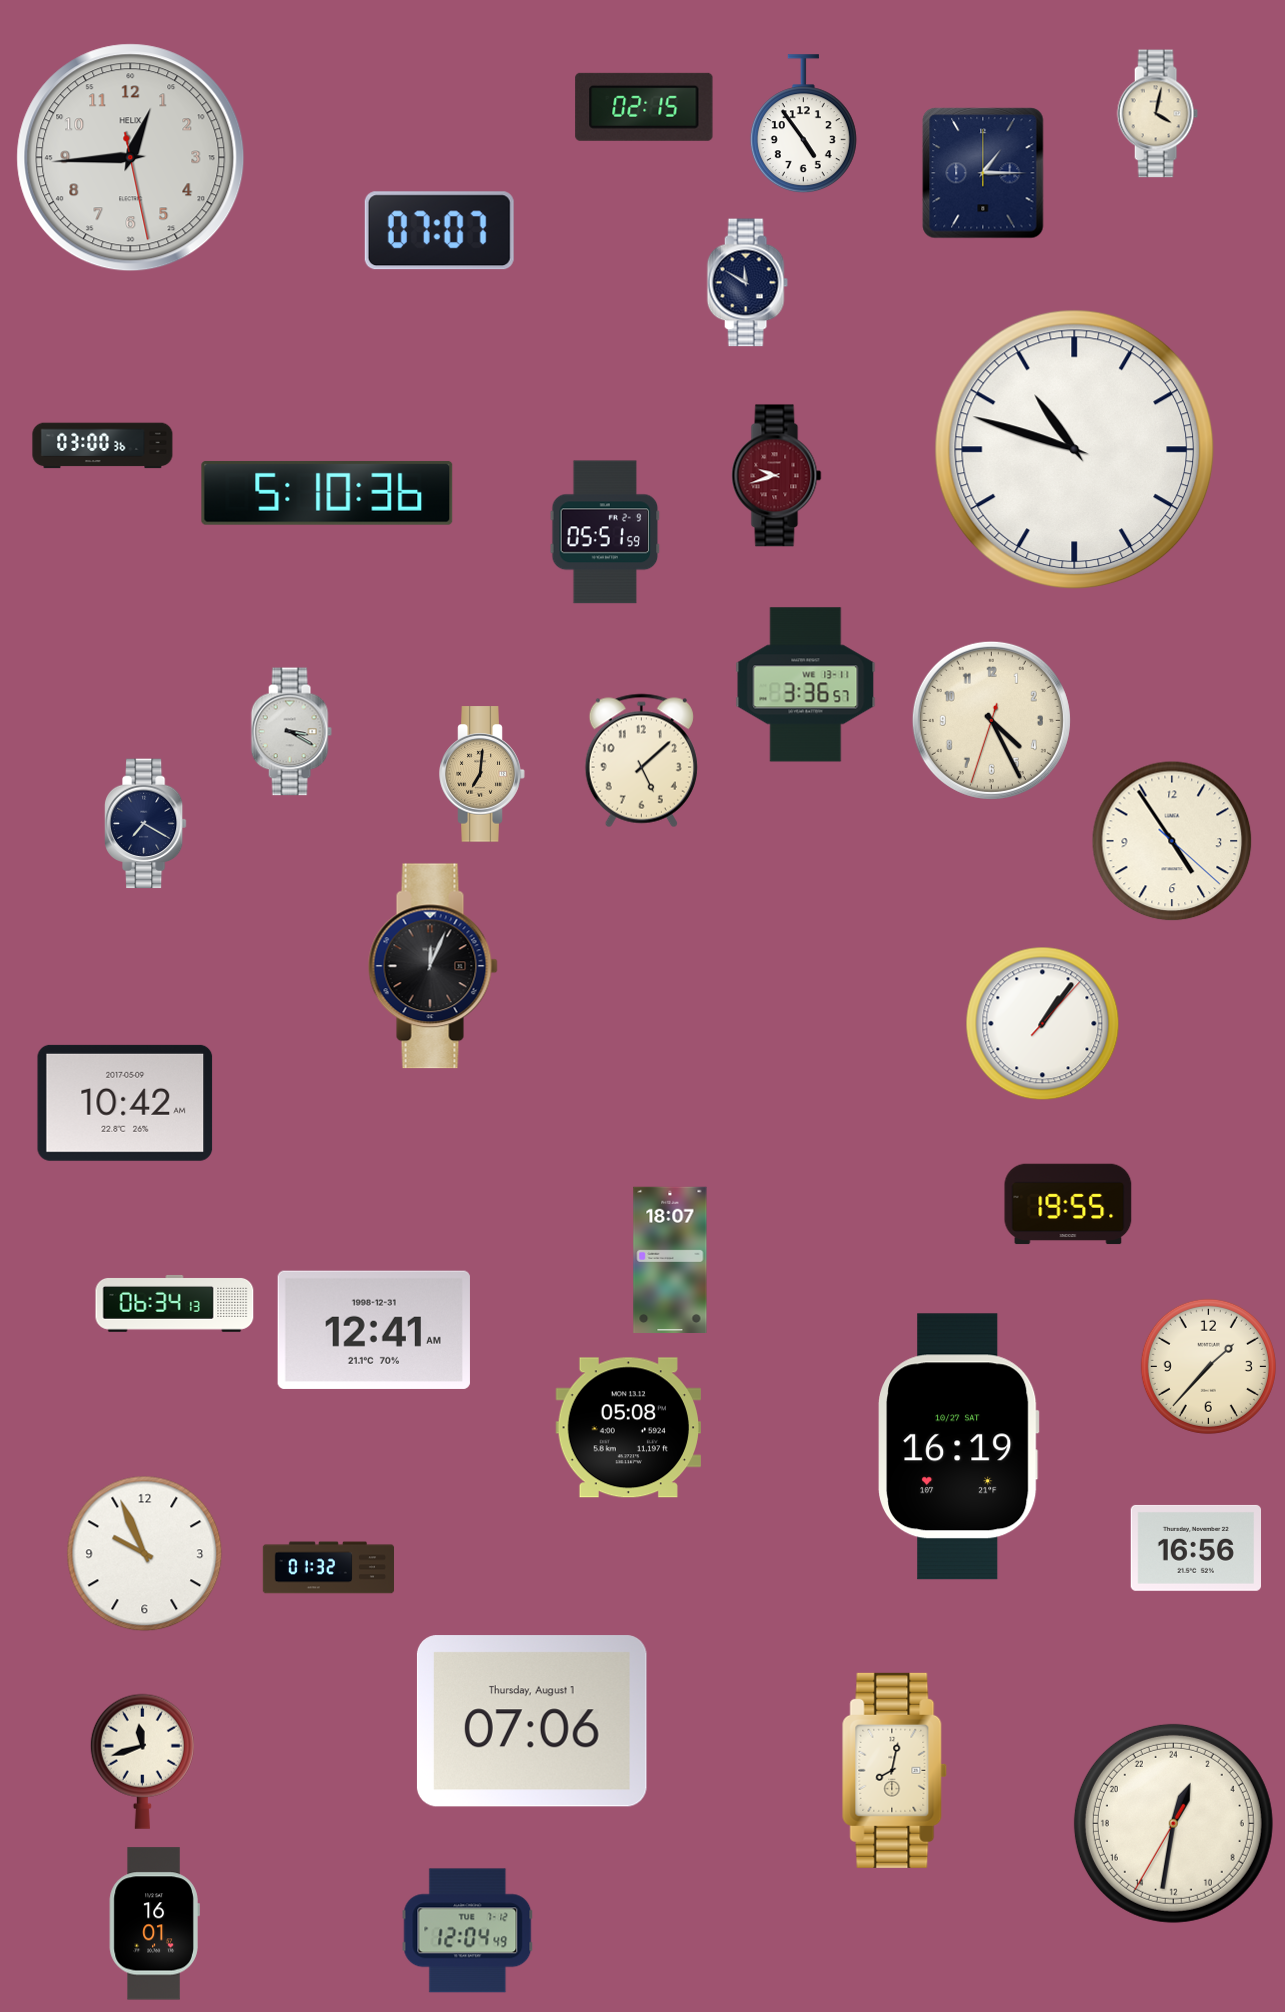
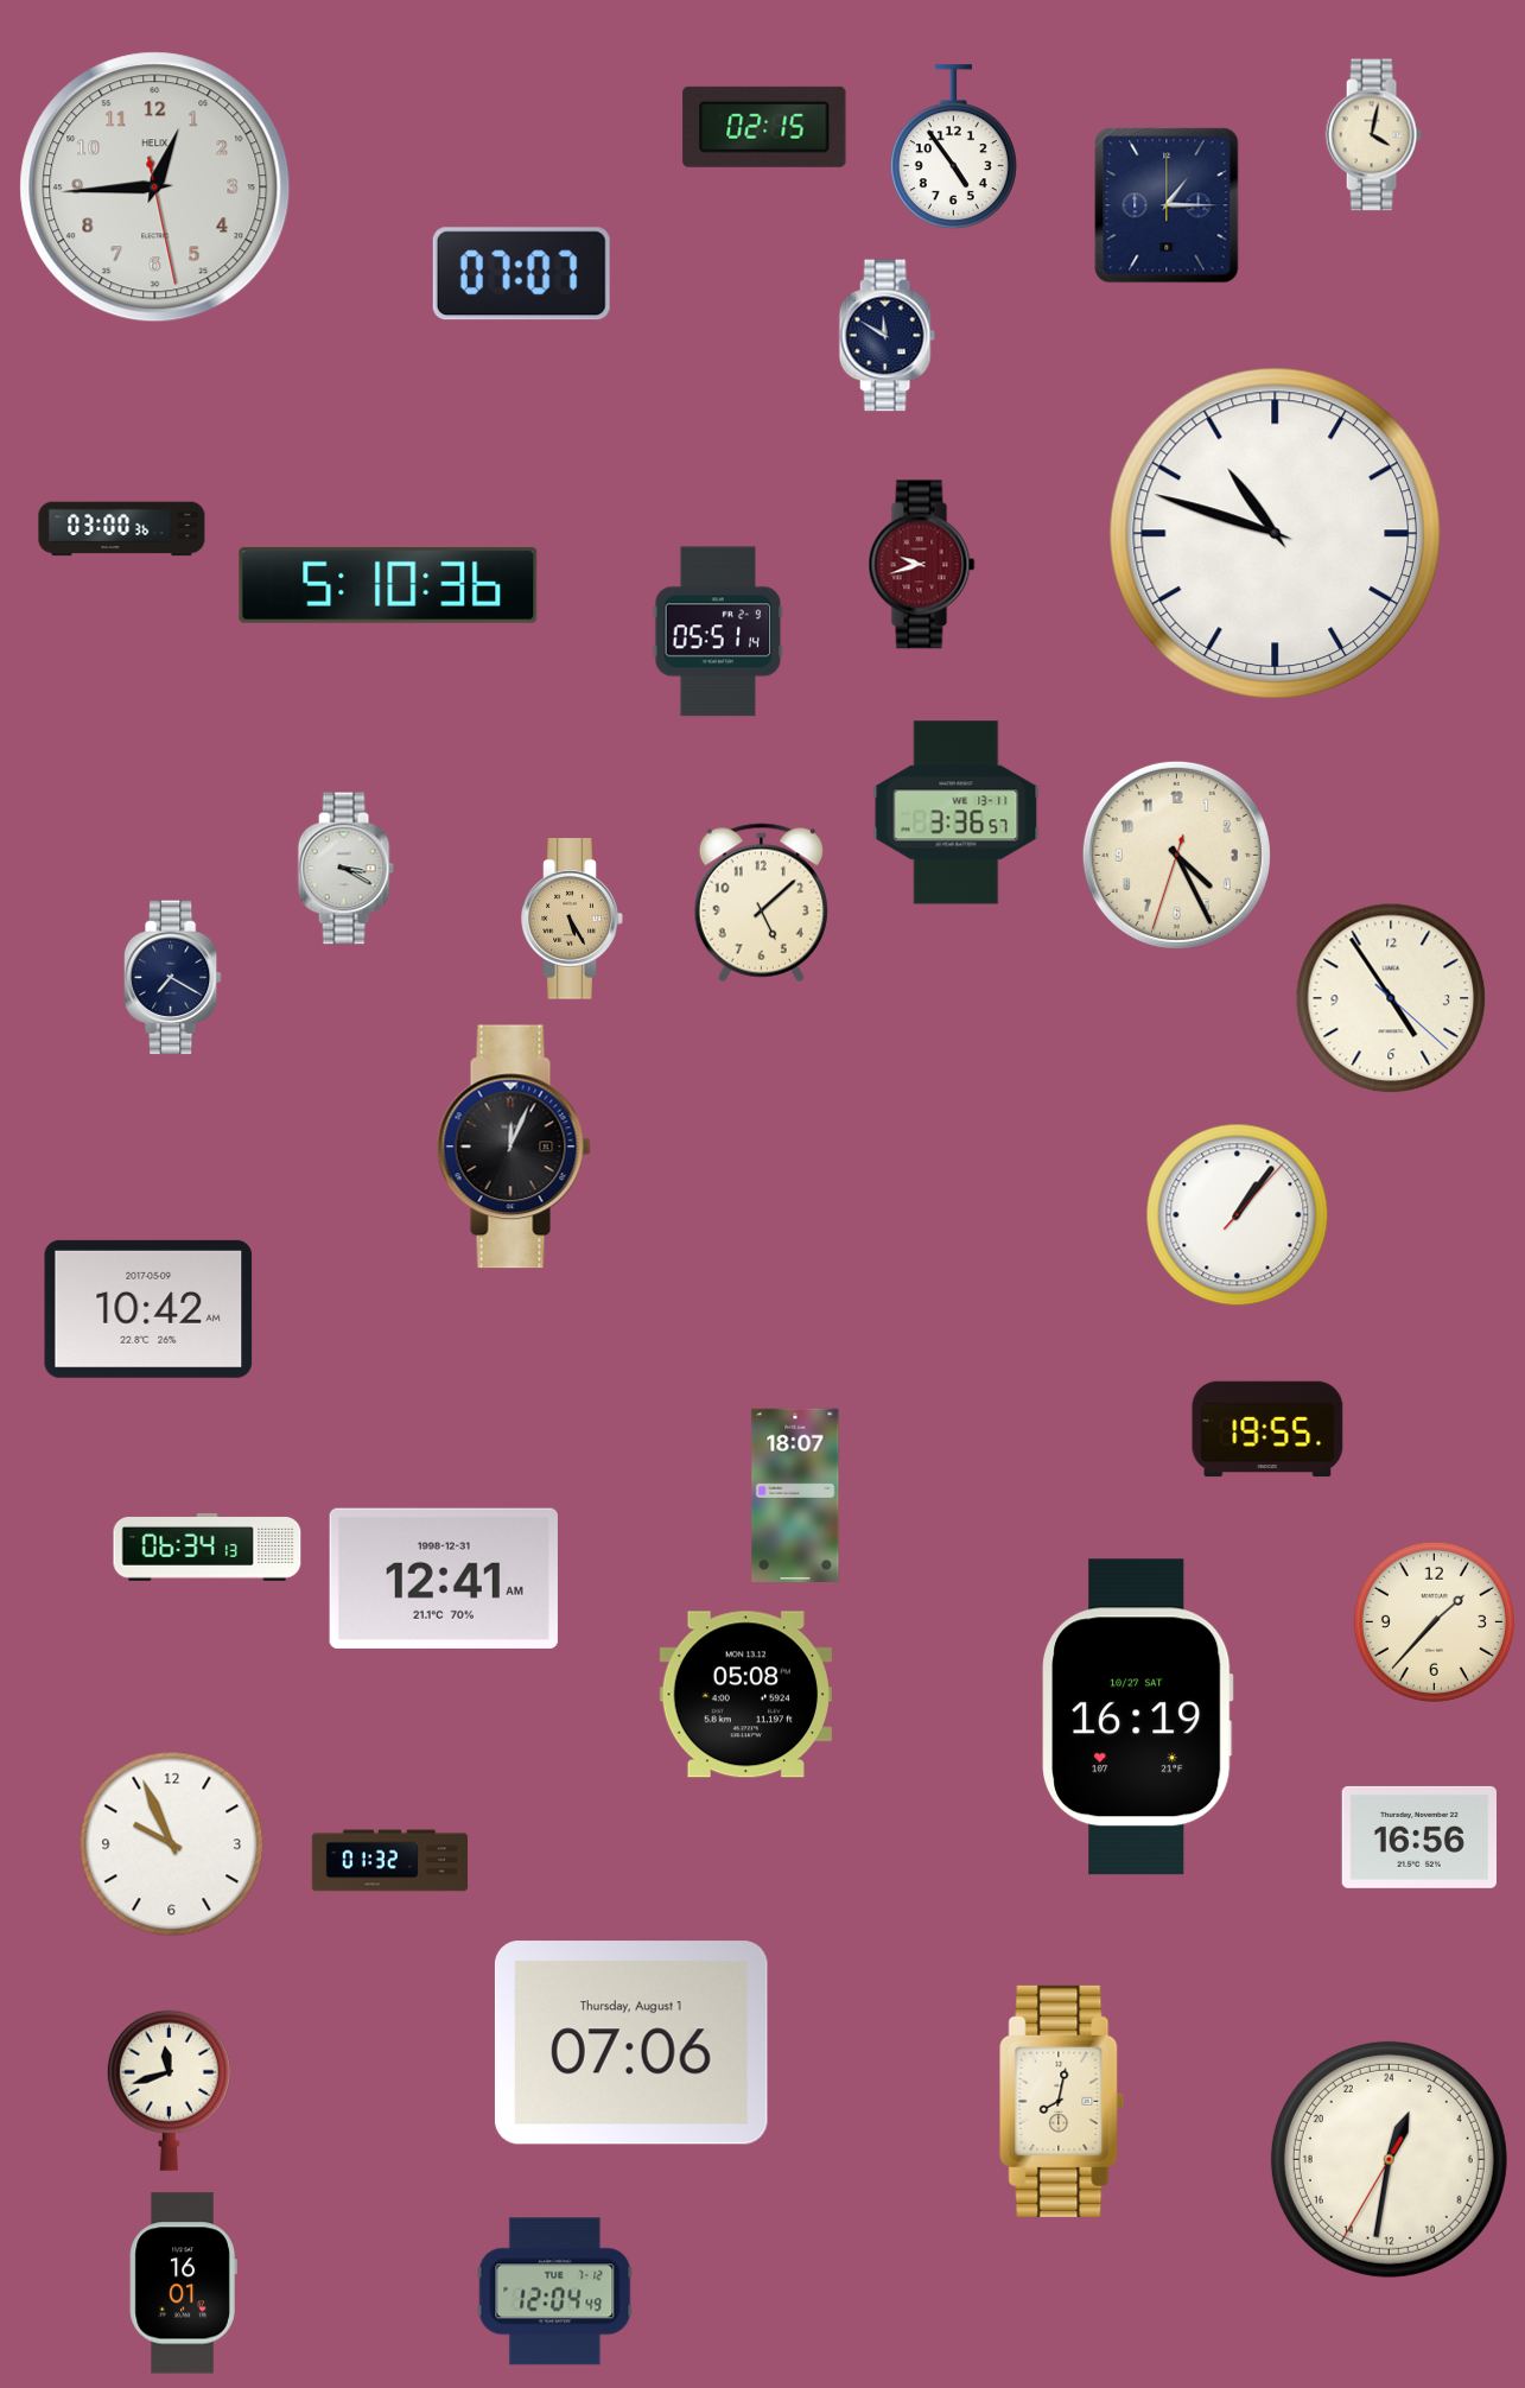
clock at (605, 532): 05:51:59 -> 05:51:14
clock at (482, 774): 7:01 -> 5:25
clock at (1173, 1823) position: (1173, 1823) -> (1389, 2159)
